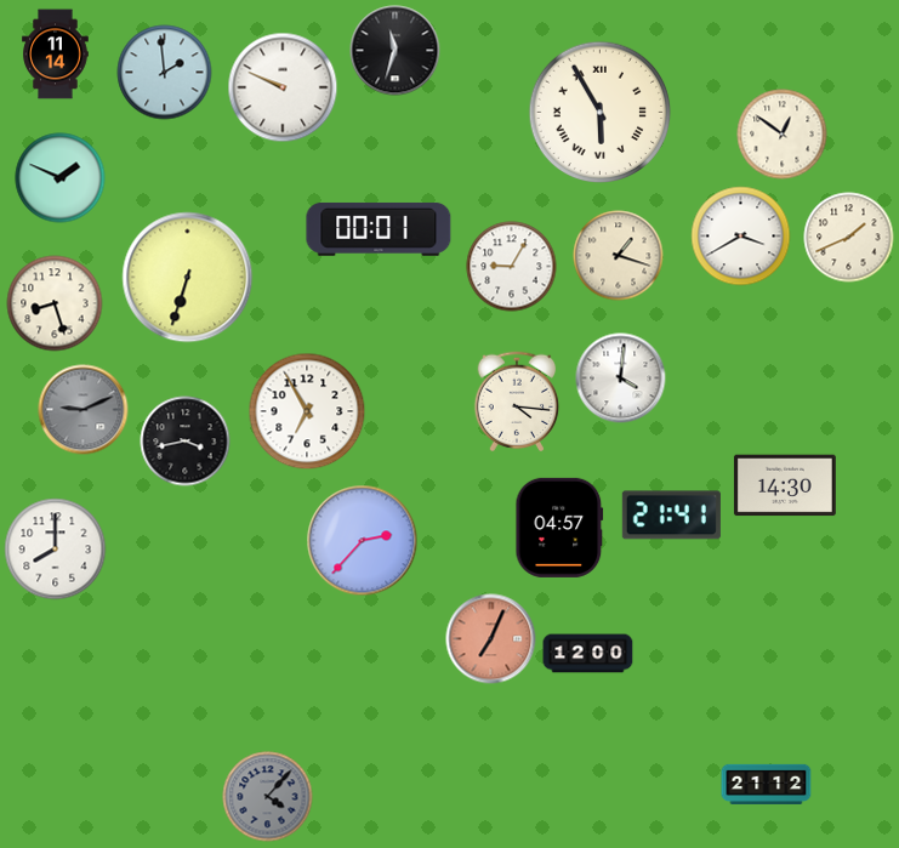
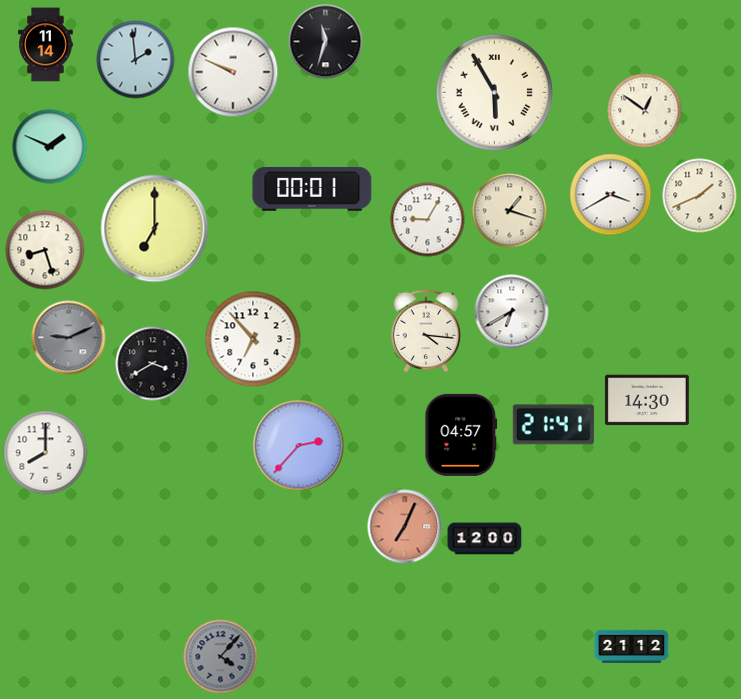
clock at (512, 267) position: (512, 267) -> (428, 220)
clock at (188, 278): 6:33 -> 7:00
clock at (621, 379): 4:01 -> 6:40
clock at (307, 411): 6:55 -> 6:53
clock at (186, 442): 3:43 -> 3:40
